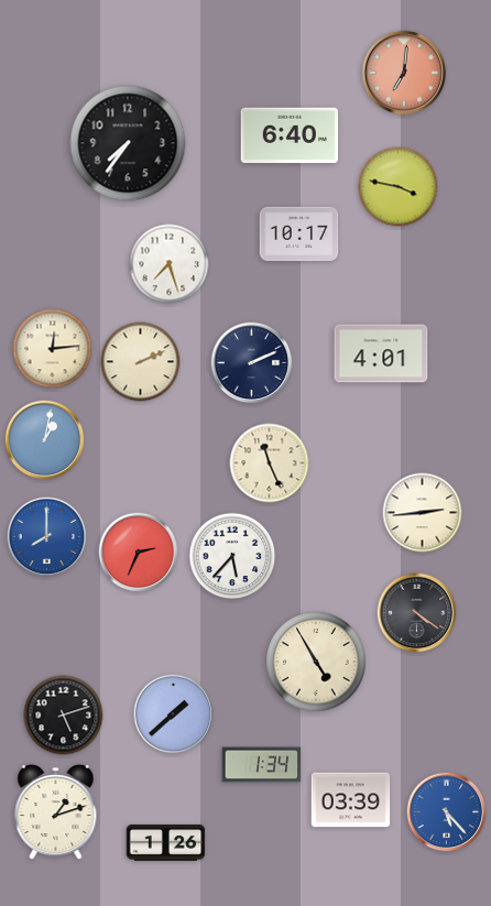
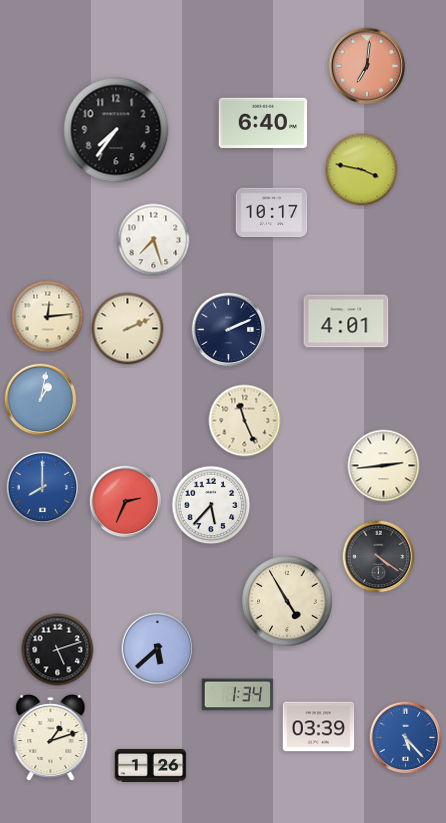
clock at (174, 714): 1:38 -> 5:38
